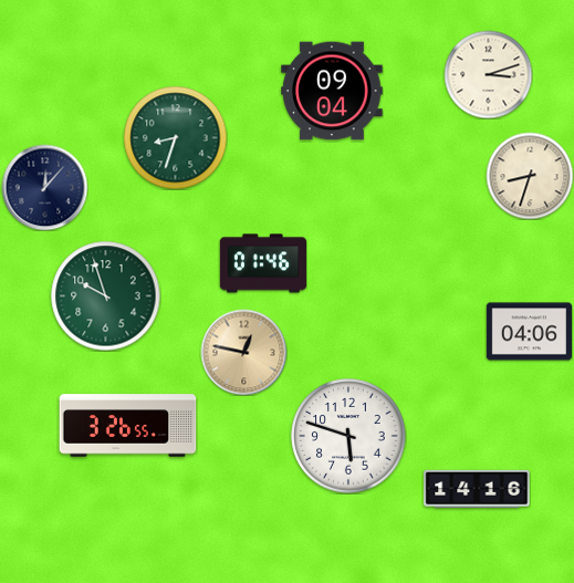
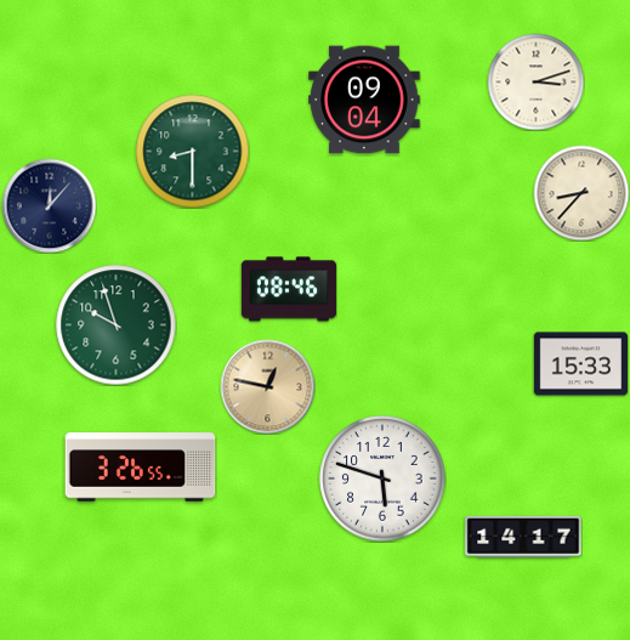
clock at (175, 137): 8:33 -> 8:30
clock at (530, 176): 8:33 -> 8:37
clock at (263, 263): 01:46 -> 08:46
clock at (529, 332): 04:06 -> 15:33
clock at (477, 489): 14:16 -> 14:17
